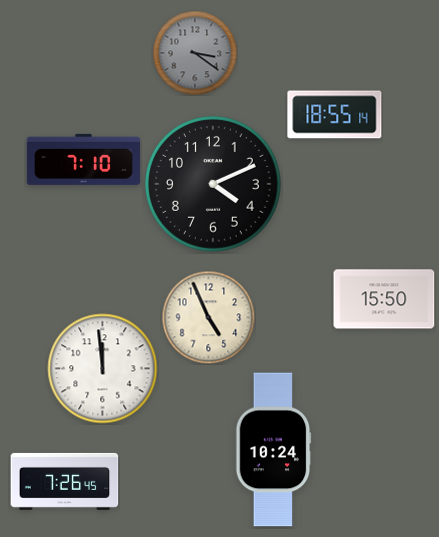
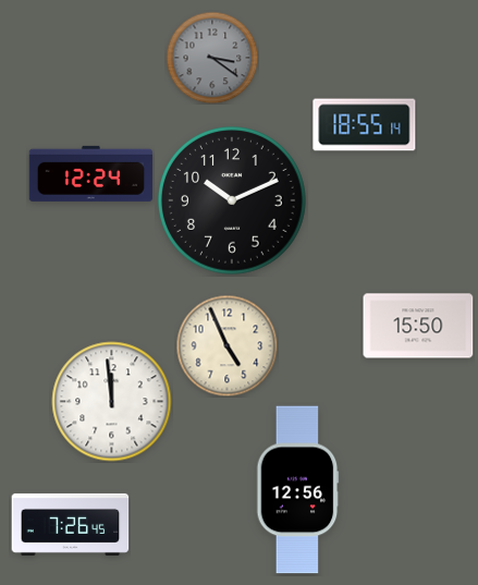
clock at (83, 159): 7:10 -> 12:24
clock at (214, 185): 4:11 -> 10:11
clock at (274, 450): 10:24 -> 12:56
